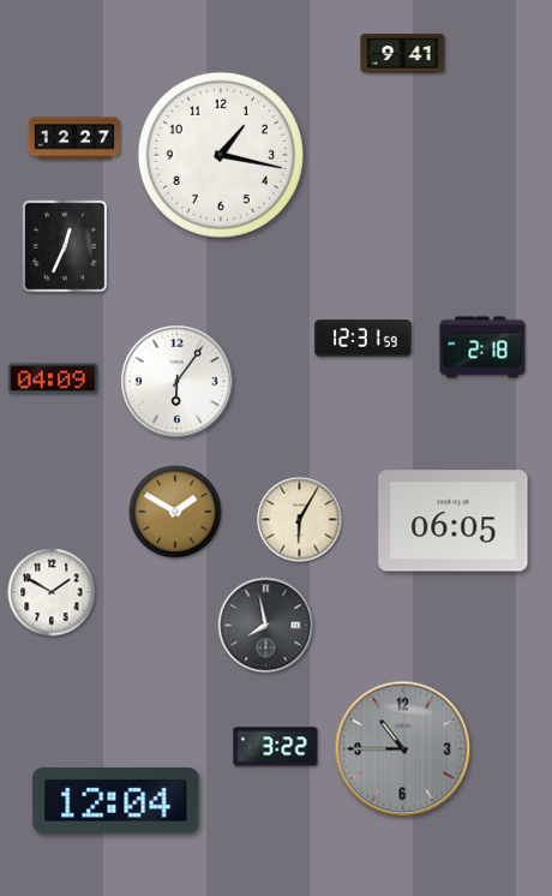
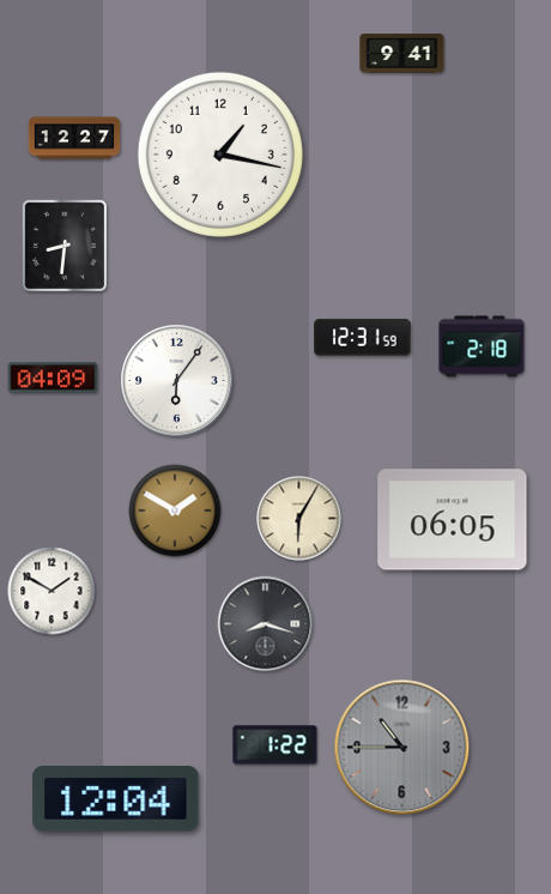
clock at (64, 246): 12:34 -> 8:31
clock at (266, 626): 7:58 -> 8:18
clock at (276, 747): 3:22 -> 1:22
